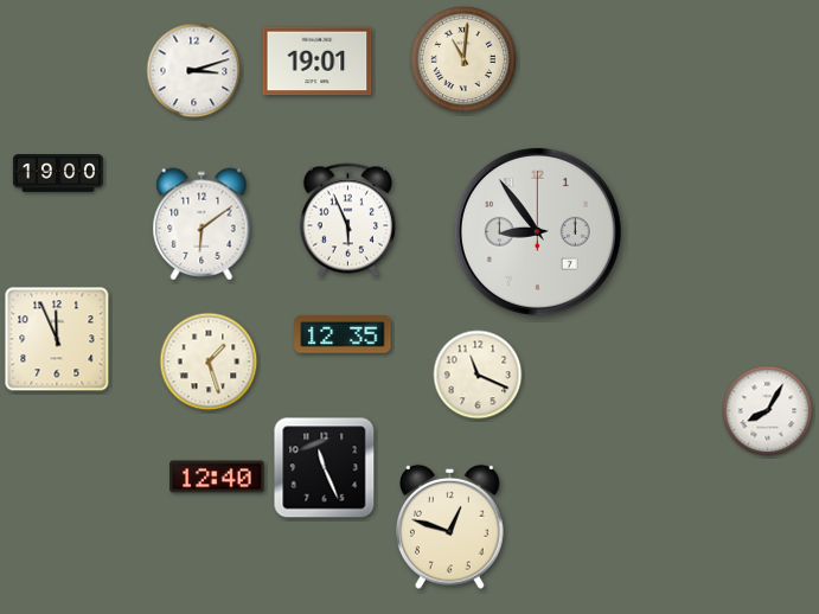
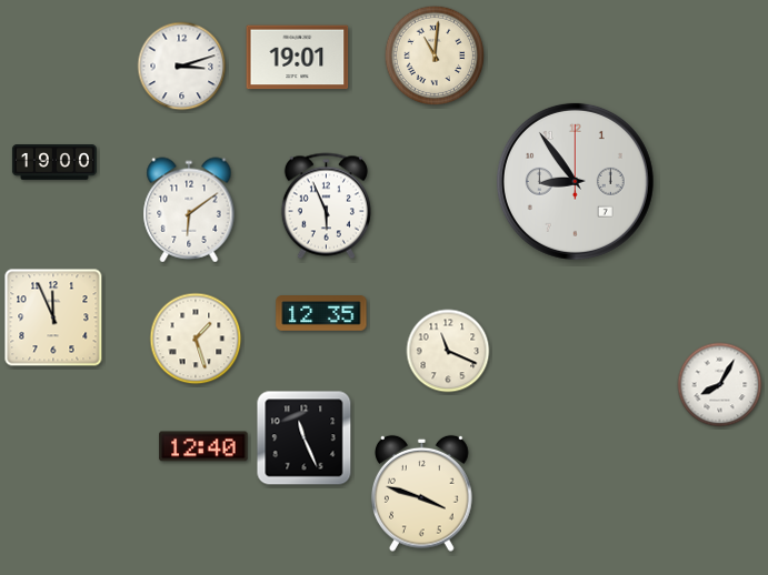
clock at (537, 231) position: (537, 231) -> (575, 181)
clock at (450, 526): 12:48 -> 3:48
